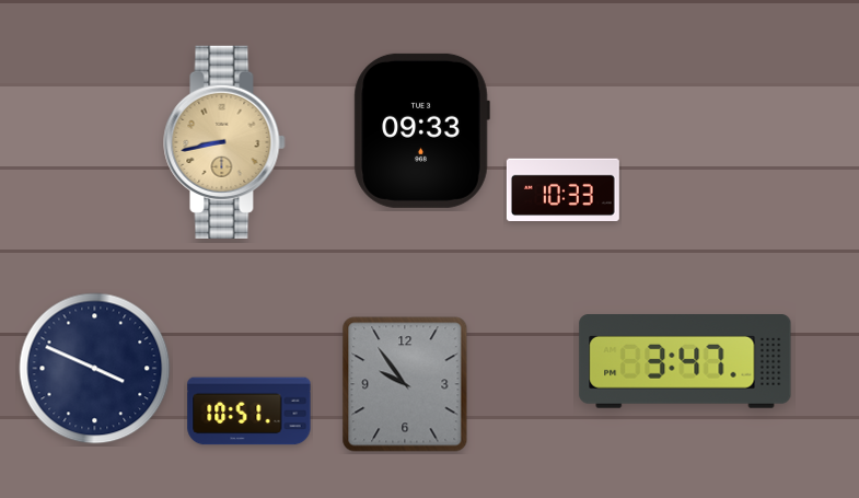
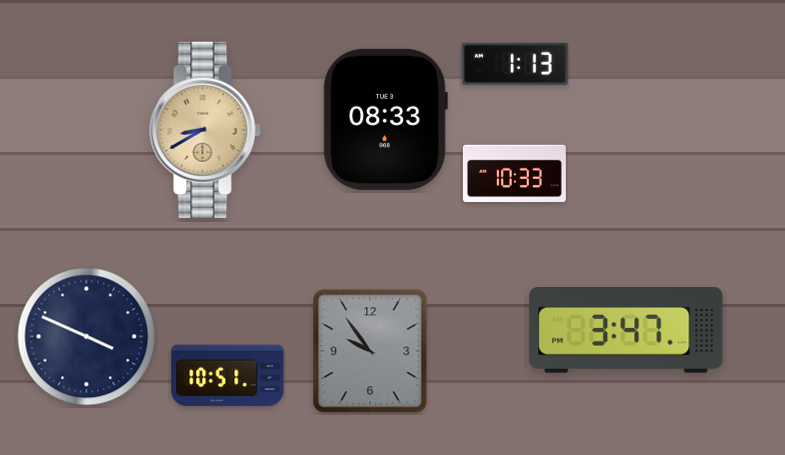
clock at (515, 64): none -> 1:13
clock at (421, 130): 09:33 -> 08:33
clock at (224, 142): 8:43 -> 8:40
